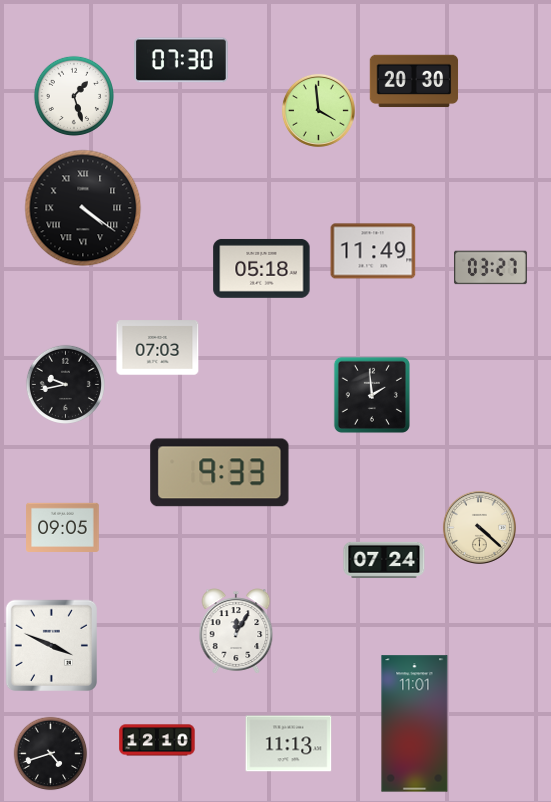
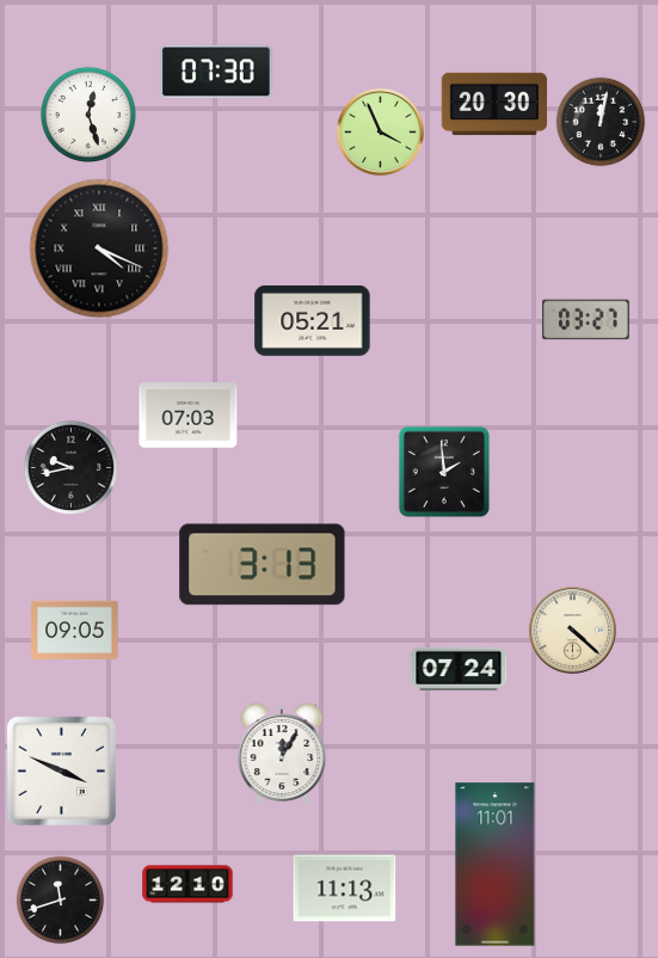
clock at (414, 81) position: (414, 81) -> (494, 104)
clock at (74, 96): 1:27 -> 12:27
clock at (601, 122): none -> 12:02
clock at (318, 110): 3:59 -> 3:56
clock at (83, 208): 4:21 -> 4:19
clock at (373, 251): 11:49 -> none
clock at (262, 268): 05:18 -> 05:21
clock at (65, 384) position: (65, 384) -> (70, 467)
clock at (220, 473): 9:33 -> 3:13
clock at (51, 754): 4:42 -> 11:42
